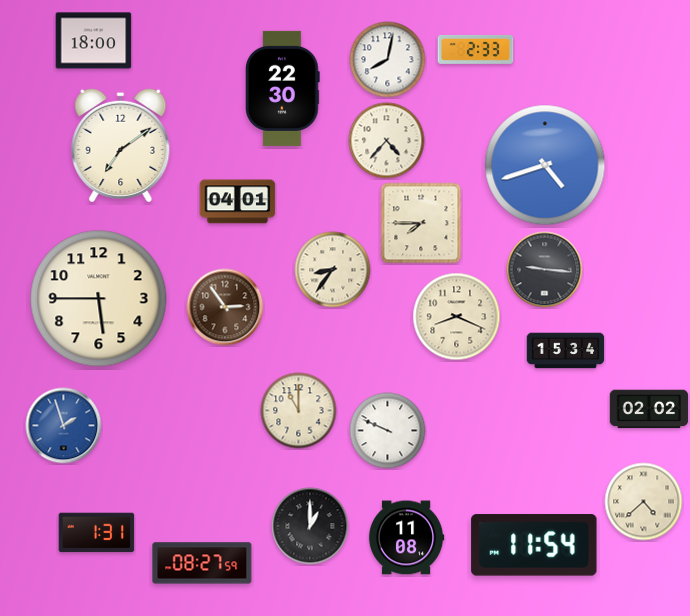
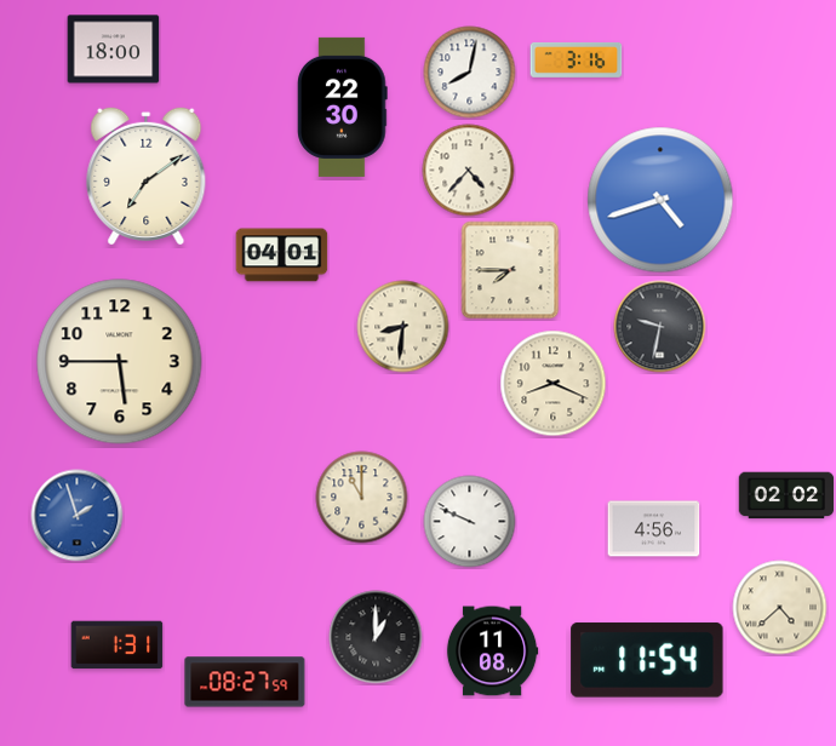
clock at (476, 50): 2:33 -> 3:16
clock at (238, 202) position: (238, 202) -> (282, 256)
clock at (333, 270): 8:36 -> 8:31
clock at (545, 270): 9:16 -> 9:32
clock at (225, 307): 2:54 -> none
clock at (566, 351): 15:34 -> none
clock at (654, 529): none -> 4:56
